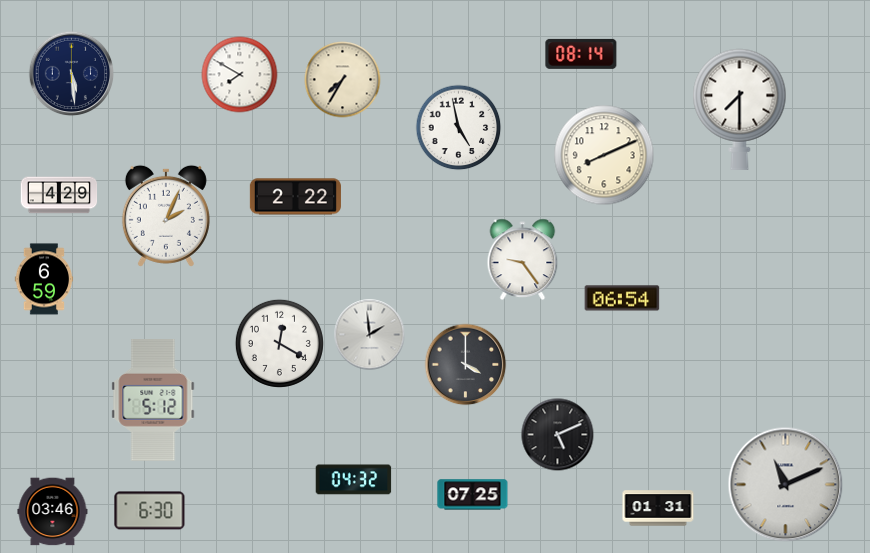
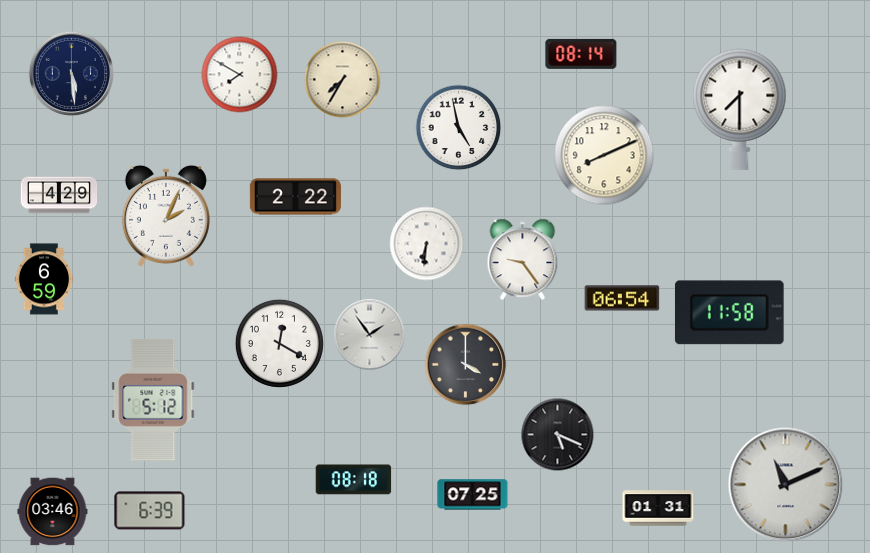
clock at (427, 244): none -> 6:31
clock at (729, 313): none -> 11:58
clock at (370, 335): 1:59 -> 1:54
clock at (558, 435): 5:11 -> 5:19
clock at (354, 480): 04:32 -> 08:18
clock at (150, 511): 6:30 -> 6:39
